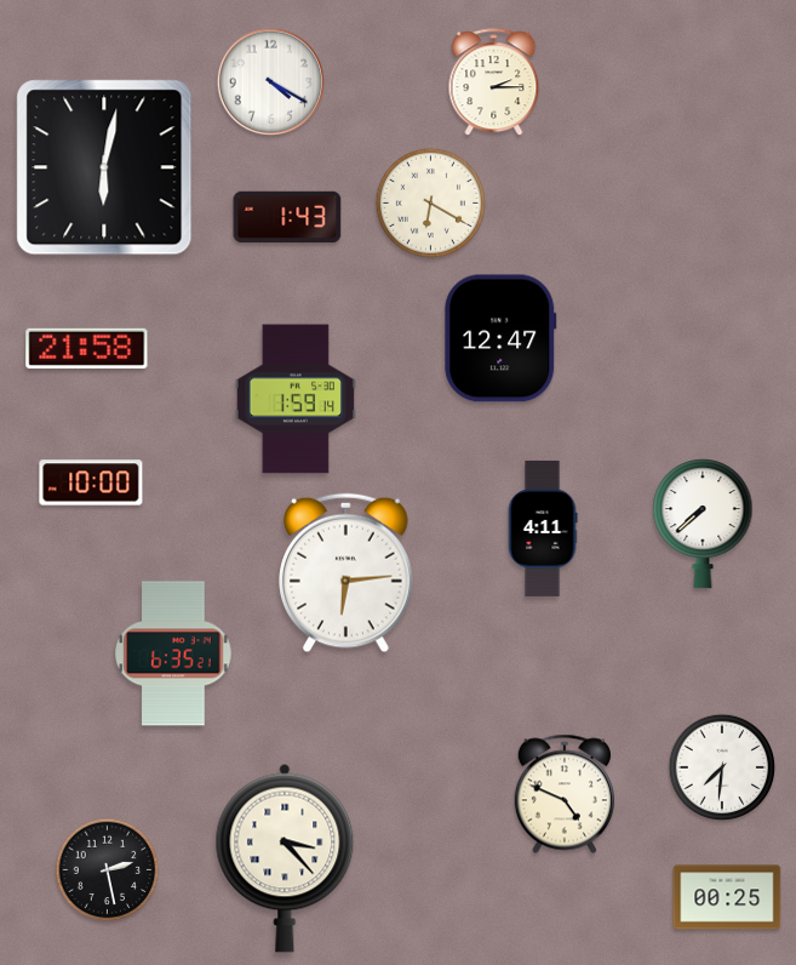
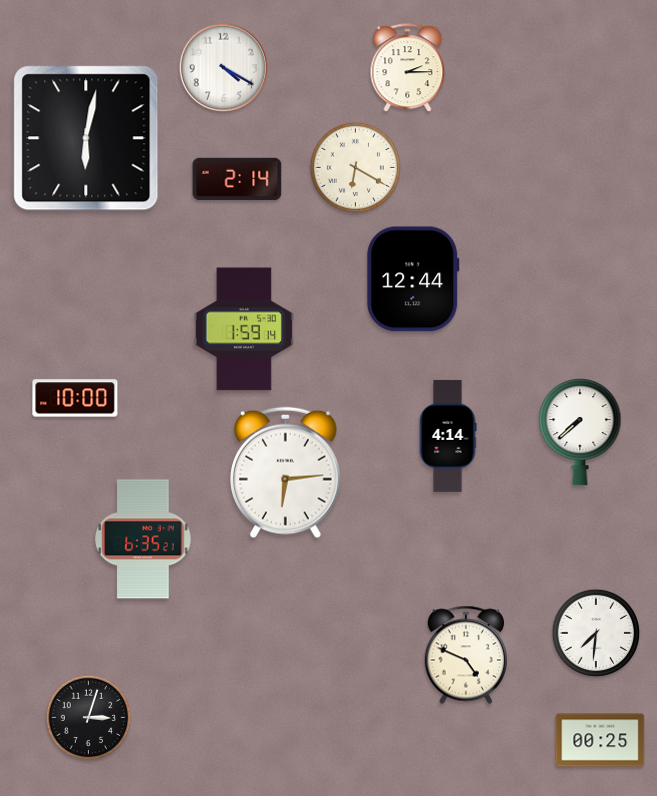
clock at (287, 217): 1:43 -> 2:14
clock at (500, 338): 12:47 -> 12:44
clock at (87, 348): 21:58 -> none
clock at (543, 529): 4:11 -> 4:14
clock at (285, 858): 3:23 -> none
clock at (108, 870): 2:28 -> 3:03
